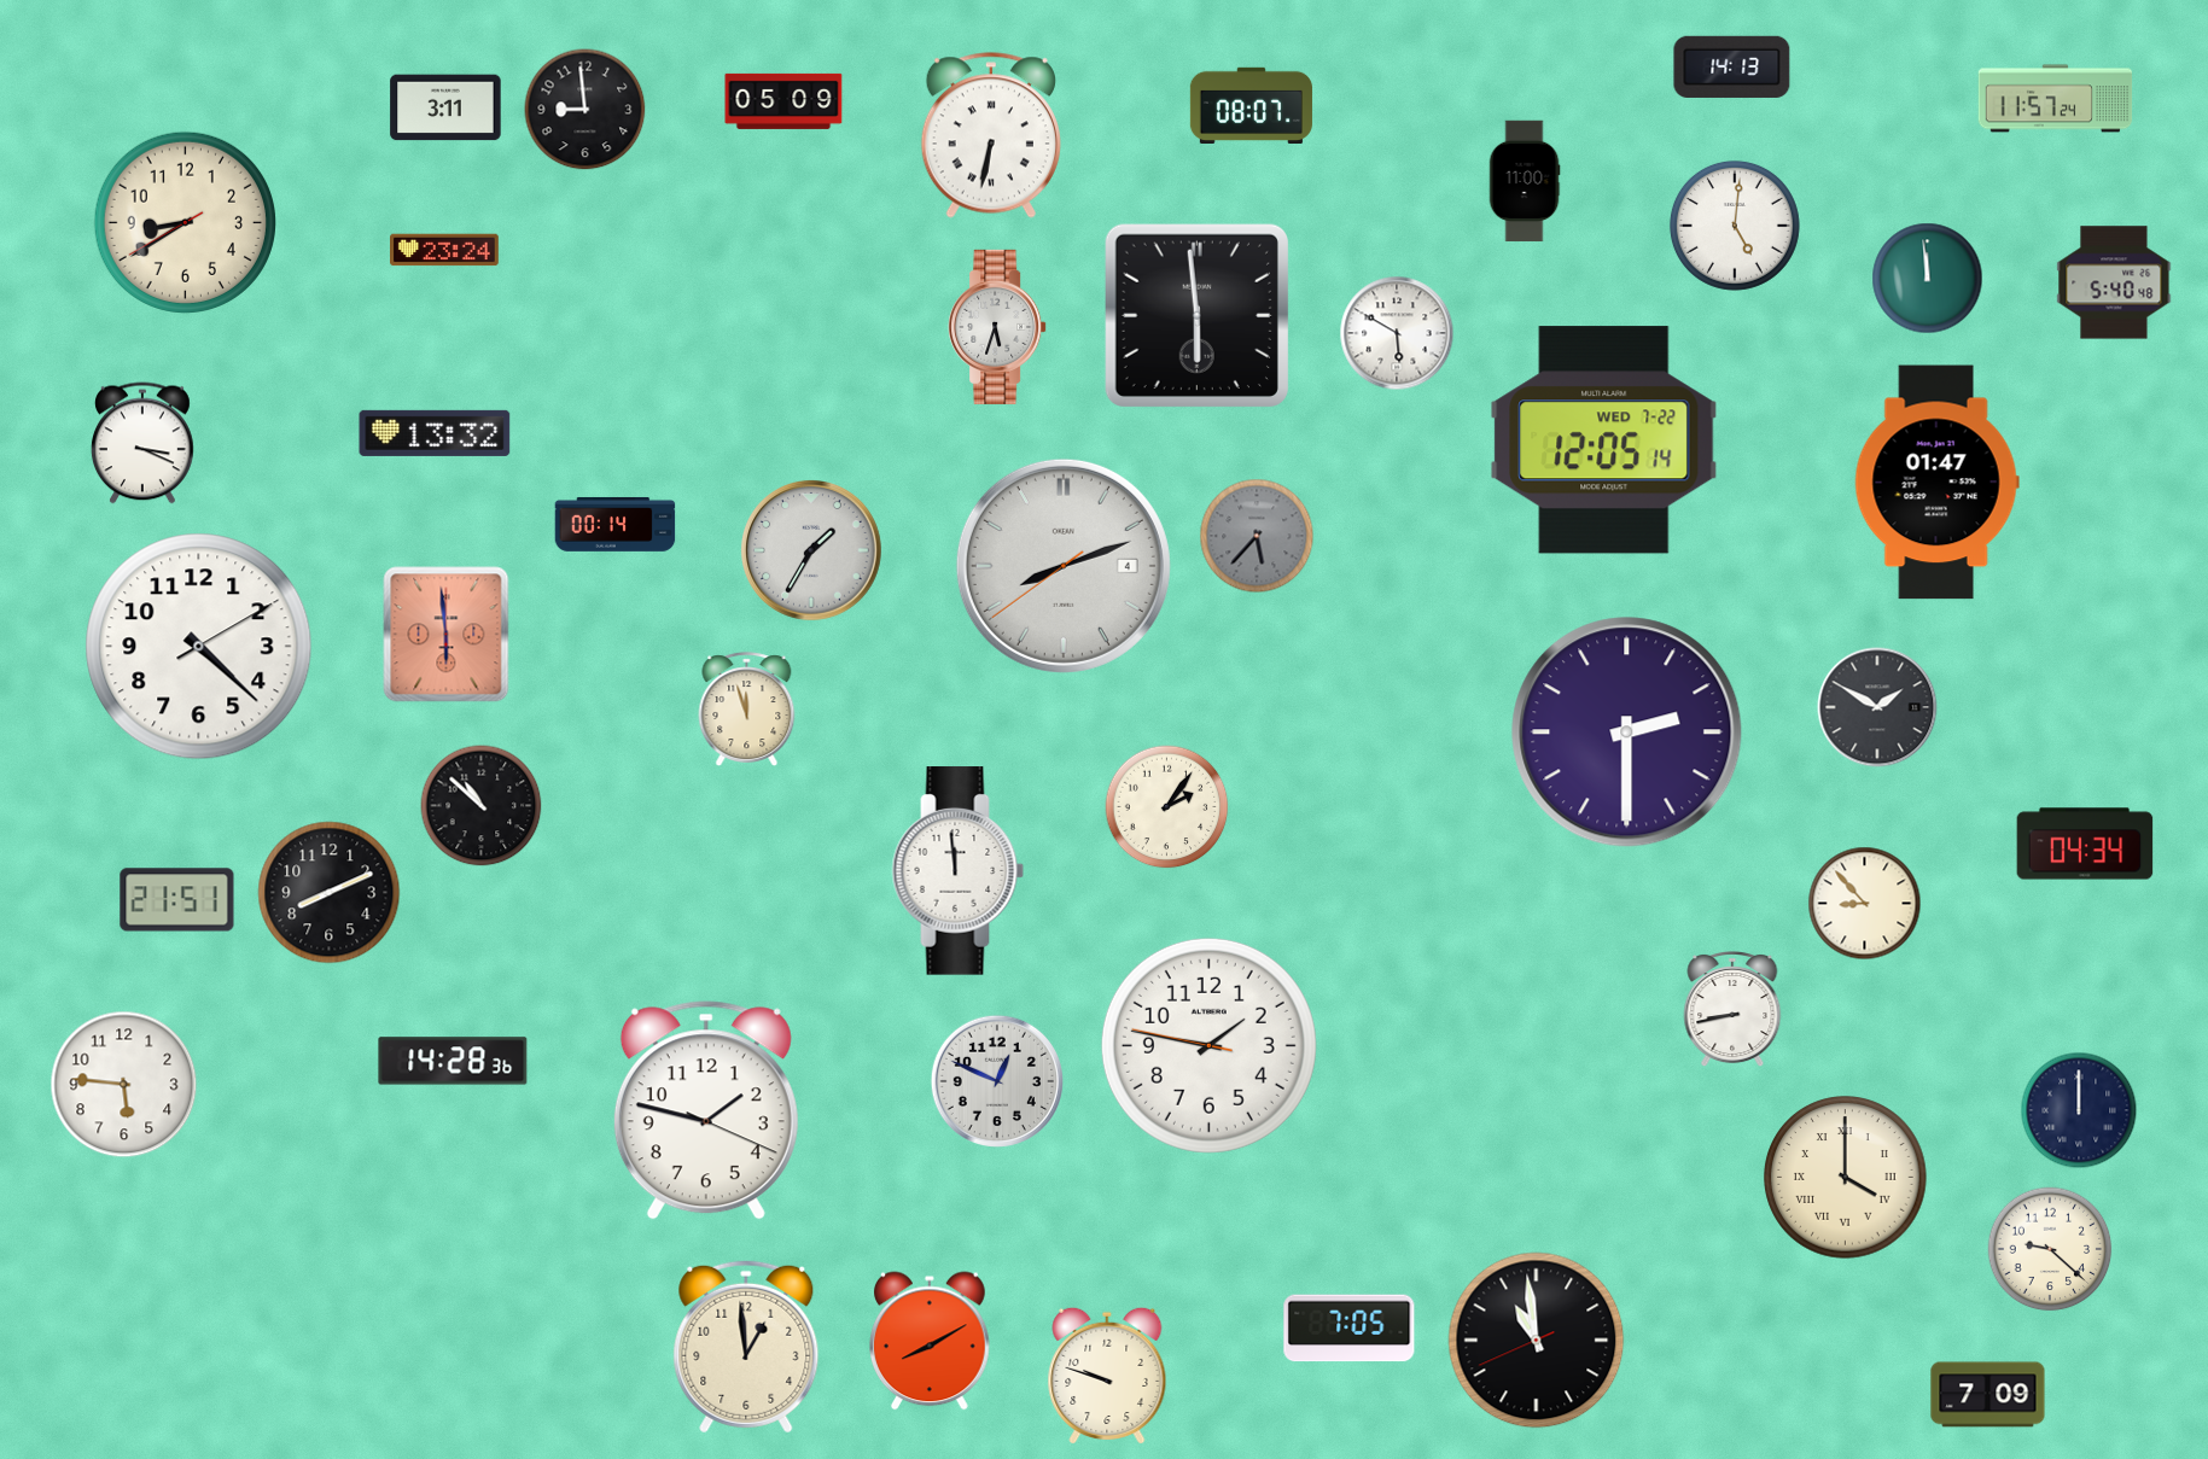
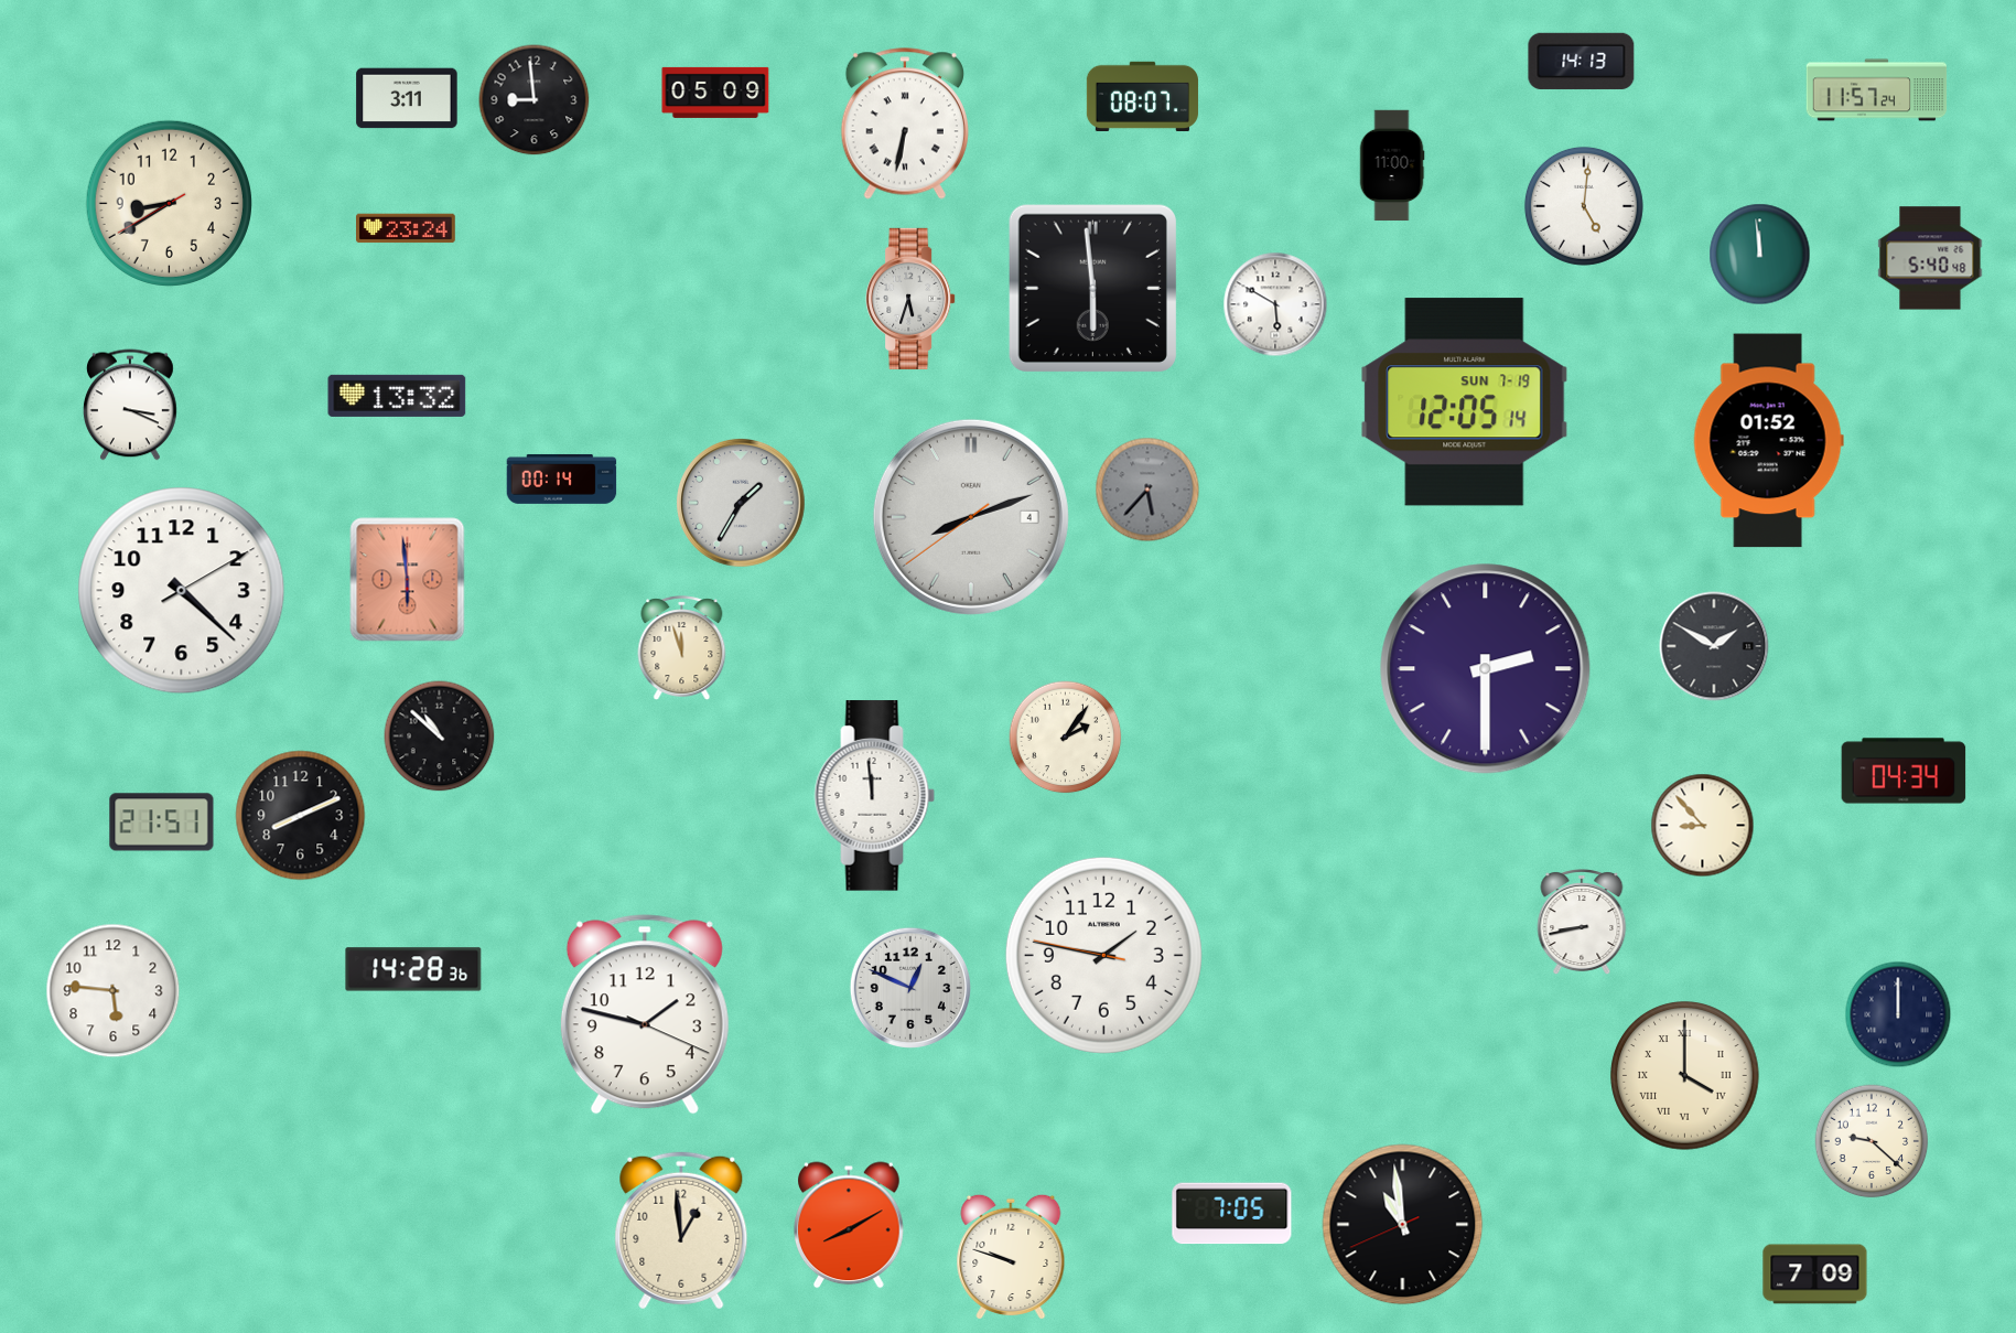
clock at (1604, 440) date: WED 7-22 -> SUN 7-19
clock at (1936, 483): 01:47 -> 01:52
